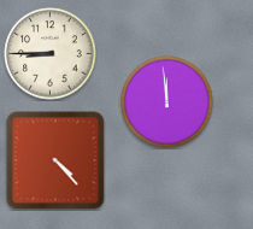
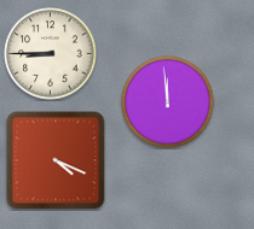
clock at (55, 160): 4:23 -> 4:19
